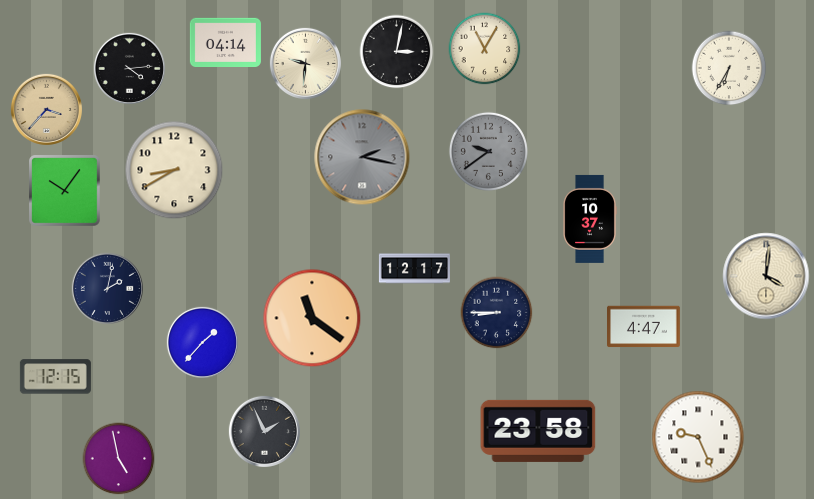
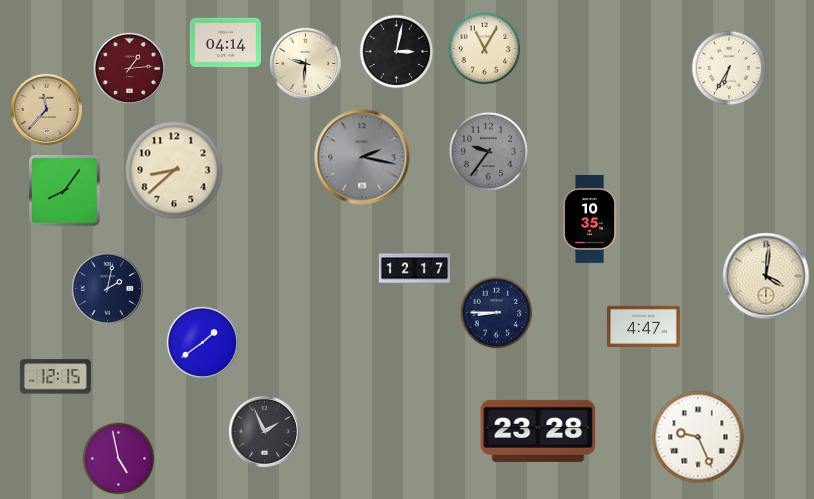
clock at (129, 68): 4:14 -> 1:14
clock at (129, 68) dial: black -> burgundy
clock at (46, 109): 3:37 -> 11:37
clock at (488, 151): 9:39 -> 9:36
clock at (174, 170): 8:40 -> 8:38
clock at (65, 191): 10:06 -> 8:06
clock at (590, 219): 10:37 -> 10:35
clock at (312, 318): 11:21 -> none
clock at (202, 342): 1:37 -> 1:39
clock at (538, 431): 23:58 -> 23:28
